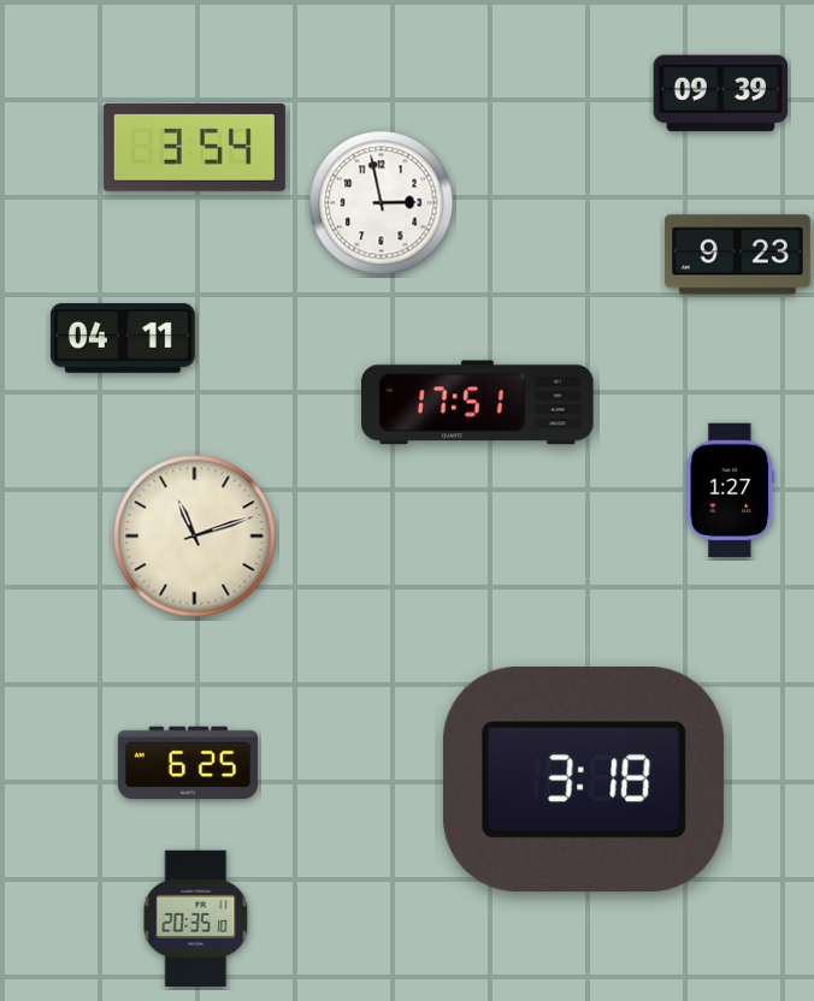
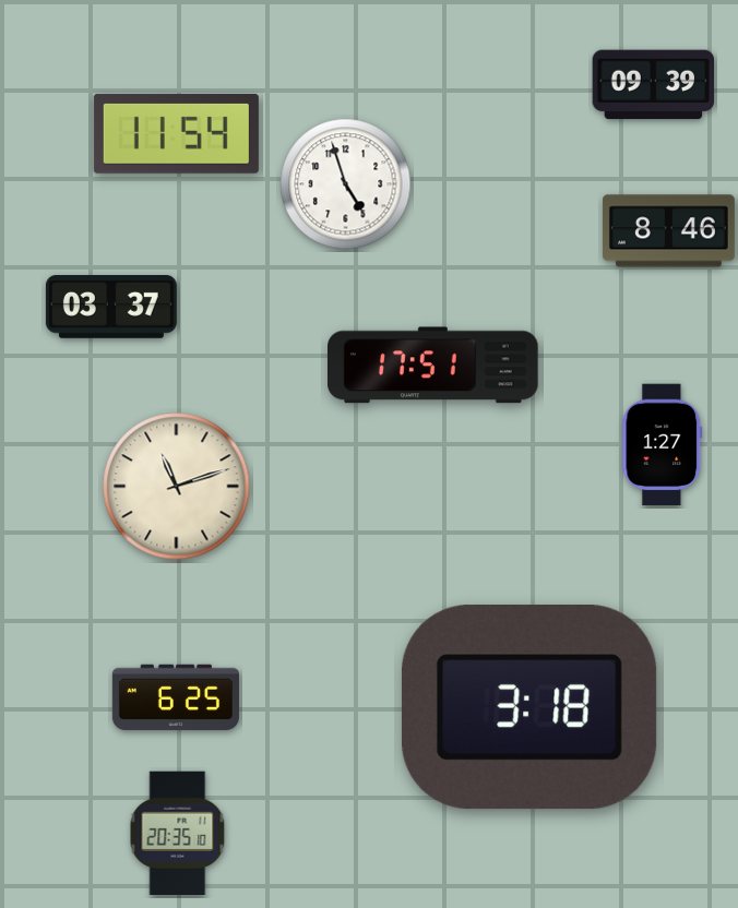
clock at (194, 147): 3:54 -> 11:54
clock at (382, 203): 2:58 -> 4:57
clock at (737, 255): 9:23 -> 8:46
clock at (123, 339): 04:11 -> 03:37
clock at (188, 763) position: (188, 763) -> (176, 697)
